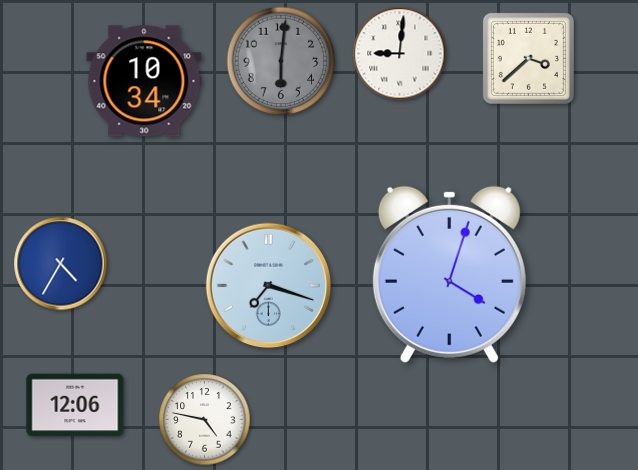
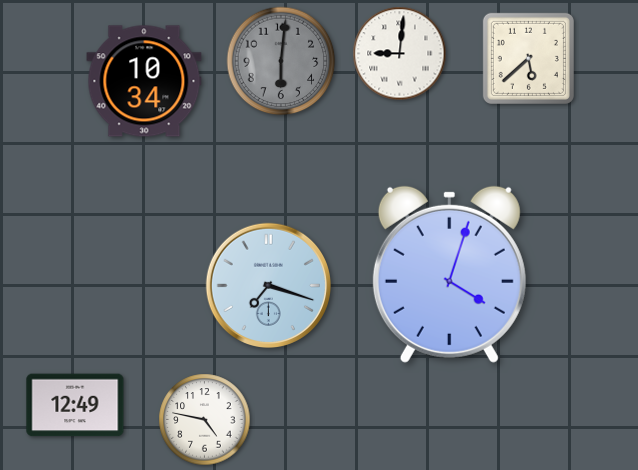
clock at (528, 58): 3:38 -> 5:38
clock at (61, 264): 4:35 -> none
clock at (75, 405): 12:06 -> 12:49
